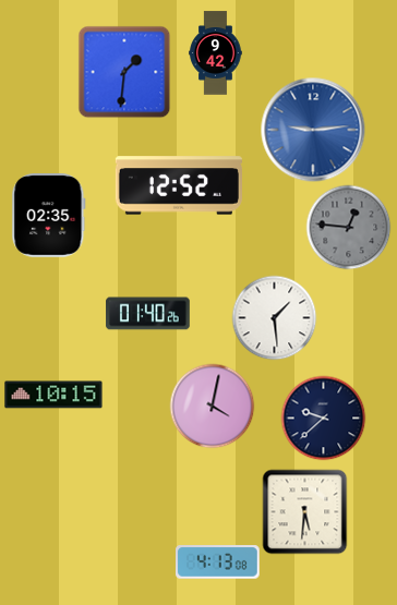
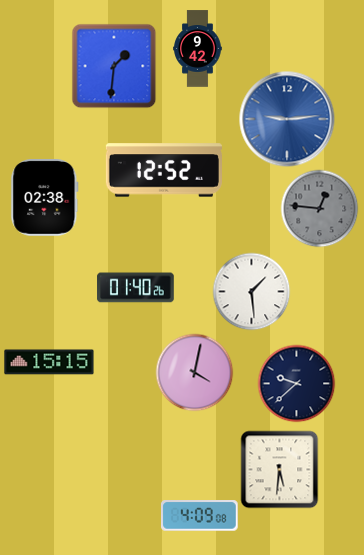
clock at (49, 216): 02:35 -> 02:38
clock at (53, 395): 10:15 -> 15:15
clock at (218, 562): 4:13 -> 4:09
